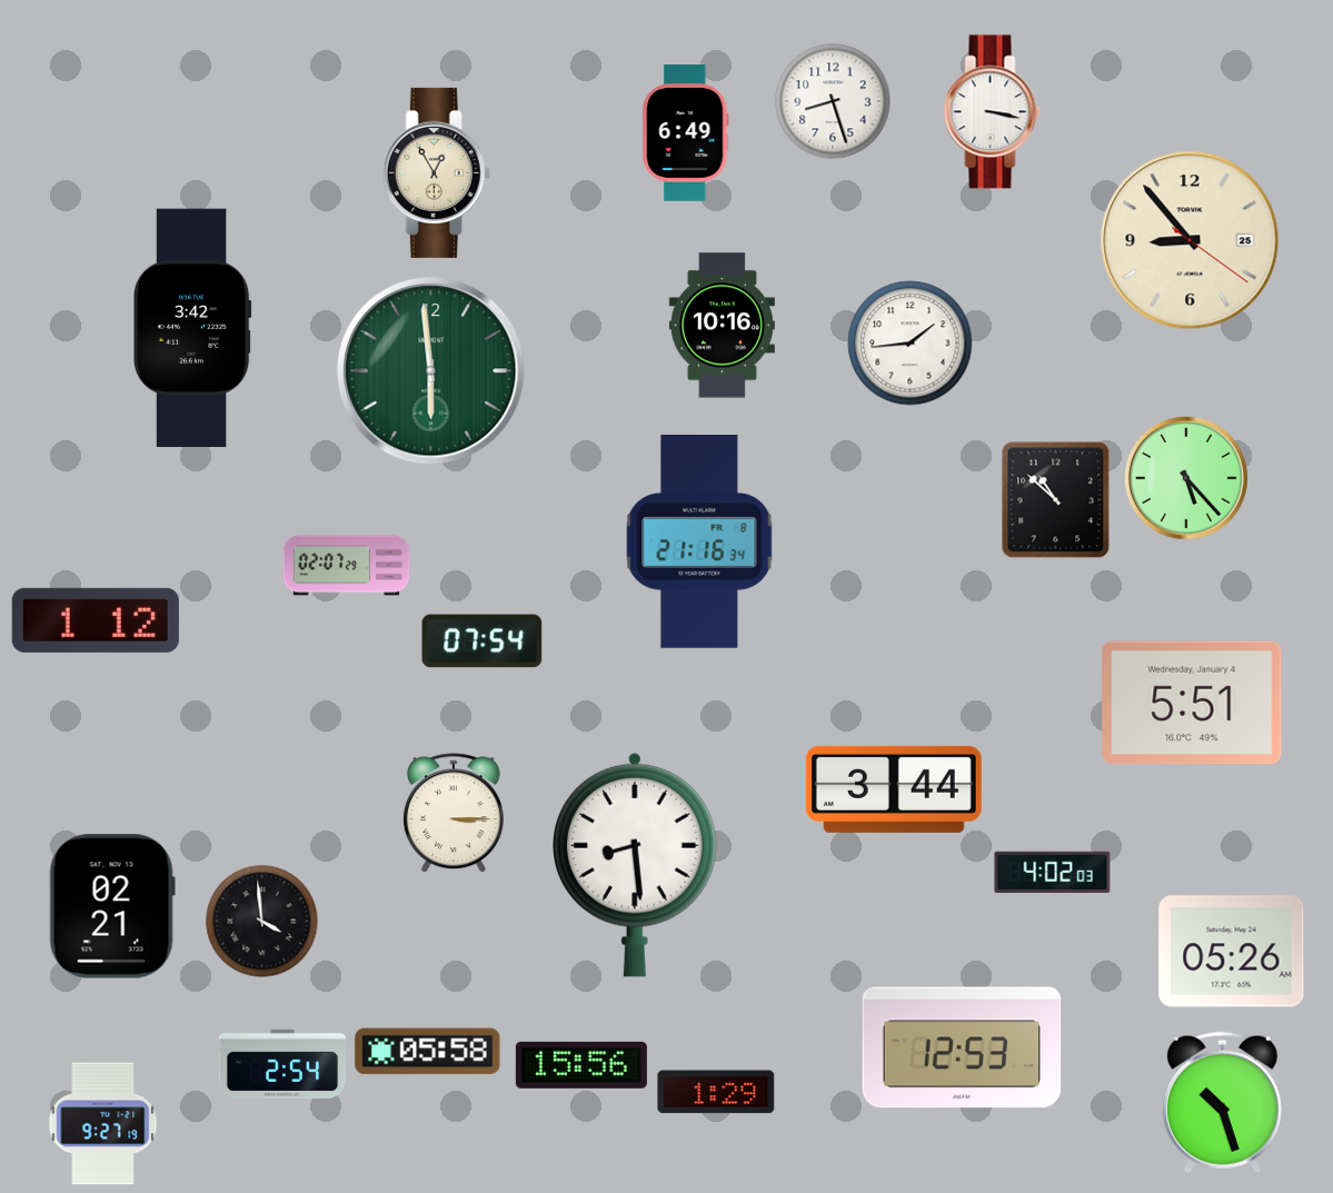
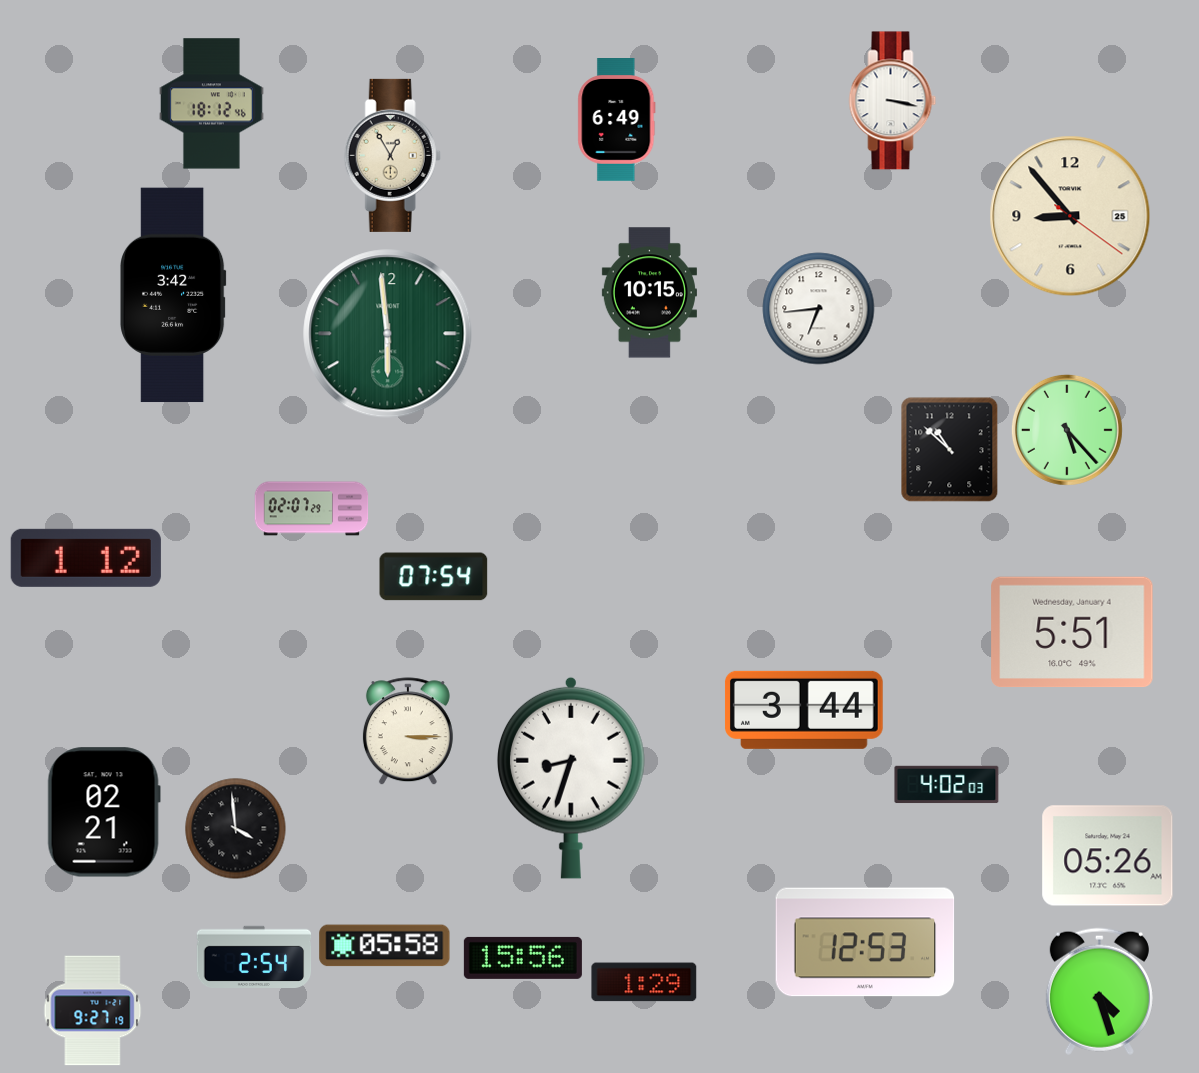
clock at (833, 101): 8:27 -> none
clock at (211, 104): none -> 18:12
clock at (722, 326): 10:16 -> 10:15
clock at (911, 344): 1:44 -> 6:44
clock at (699, 543): 21:16 -> none
clock at (635, 865): 8:29 -> 8:33
clock at (112, 906) position: (112, 906) -> (104, 812)
clock at (1222, 1102): 10:27 -> 4:27
